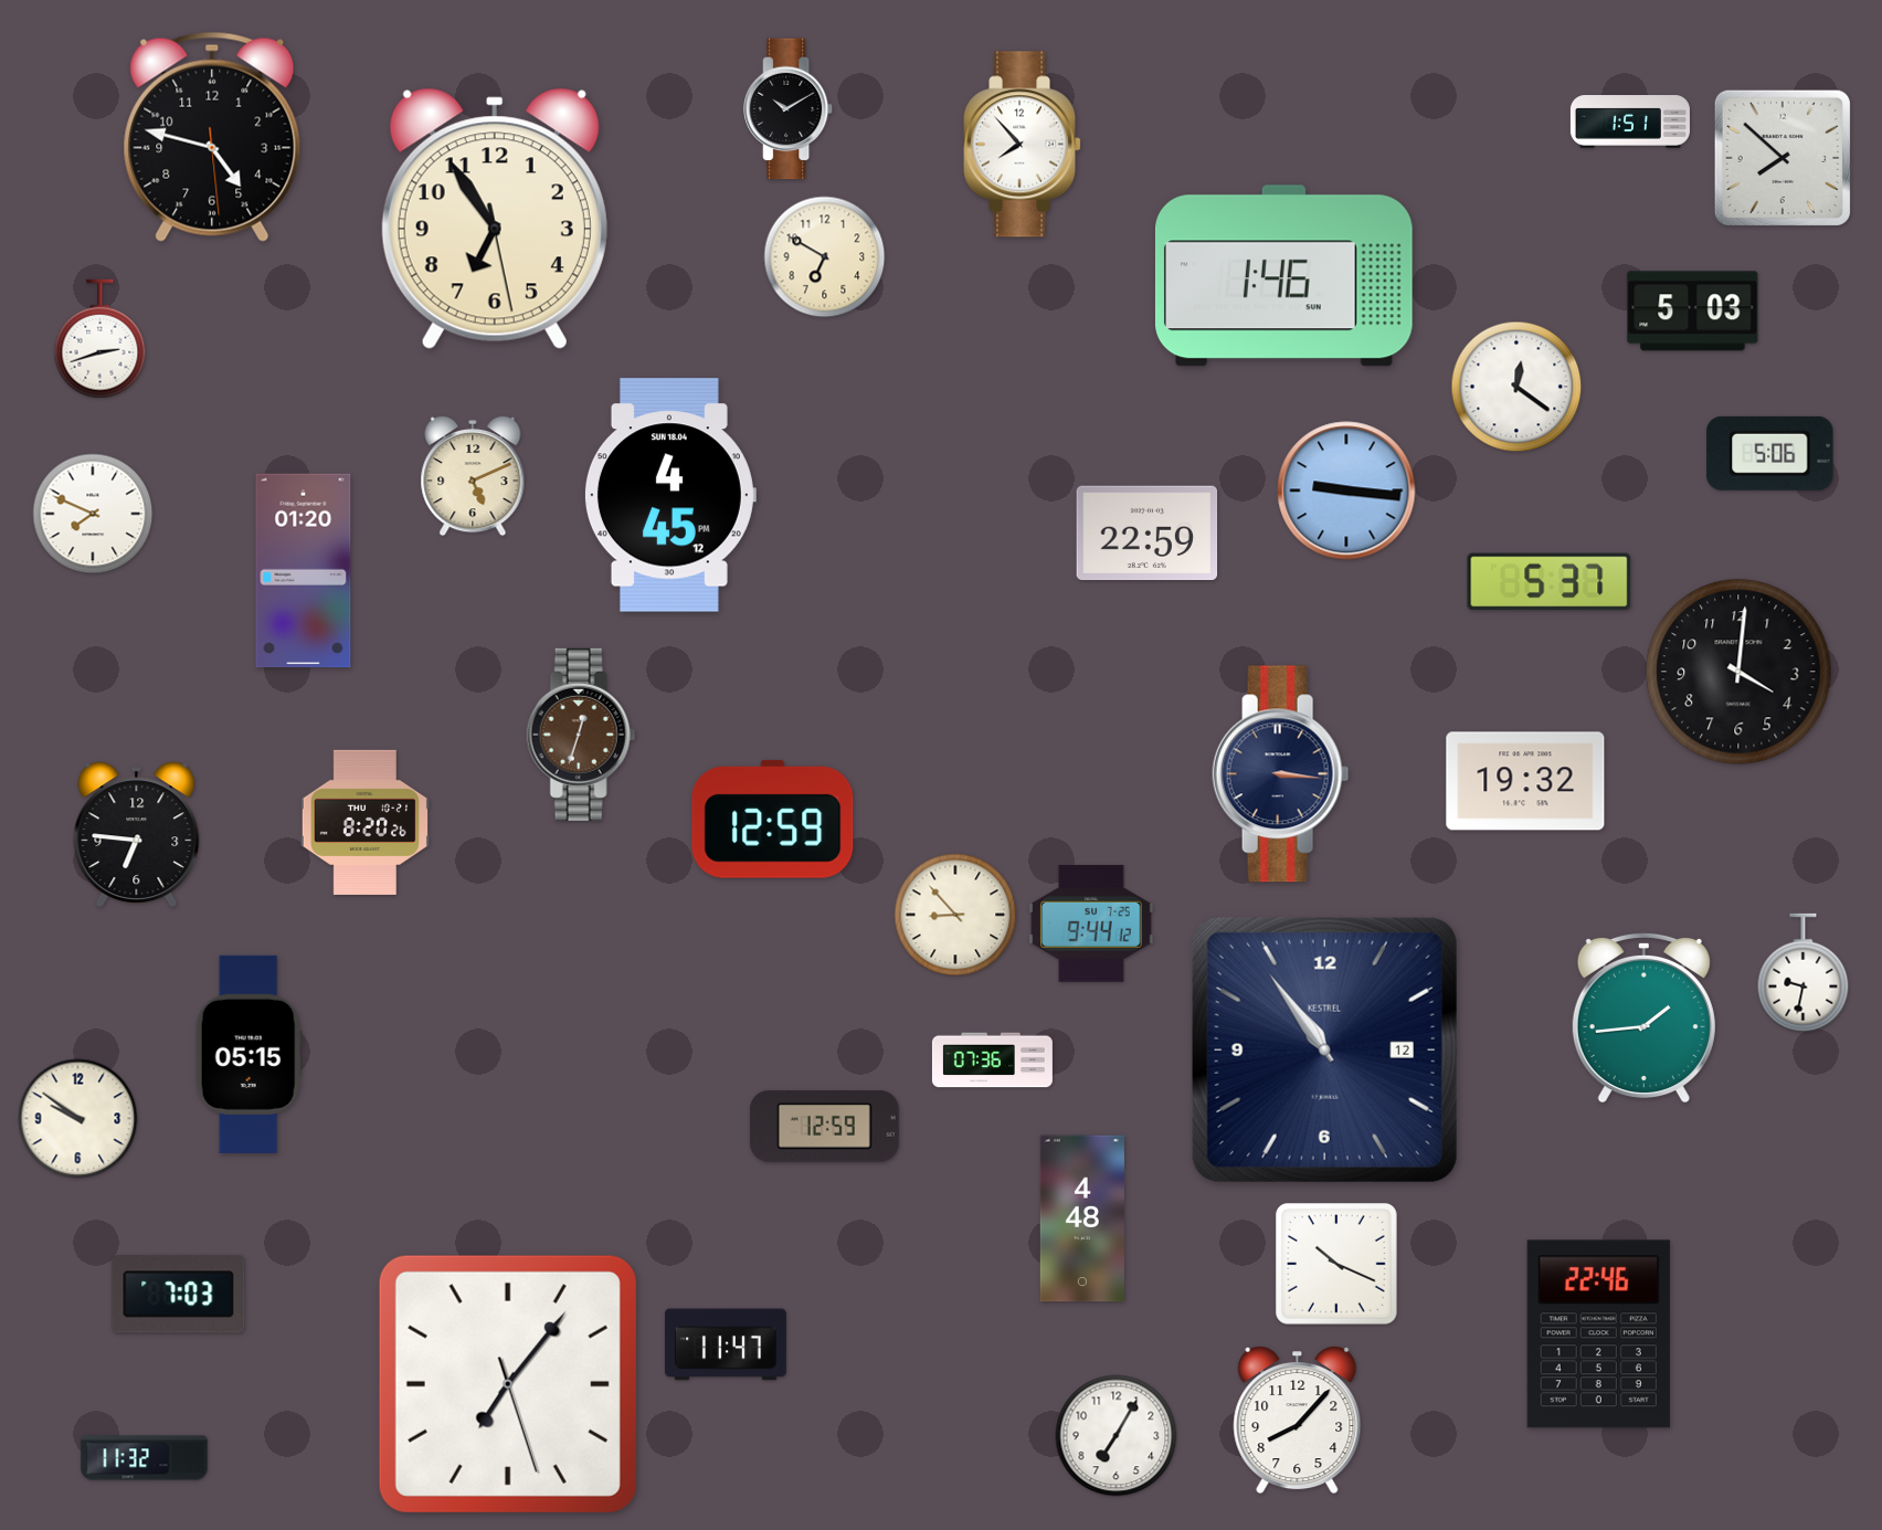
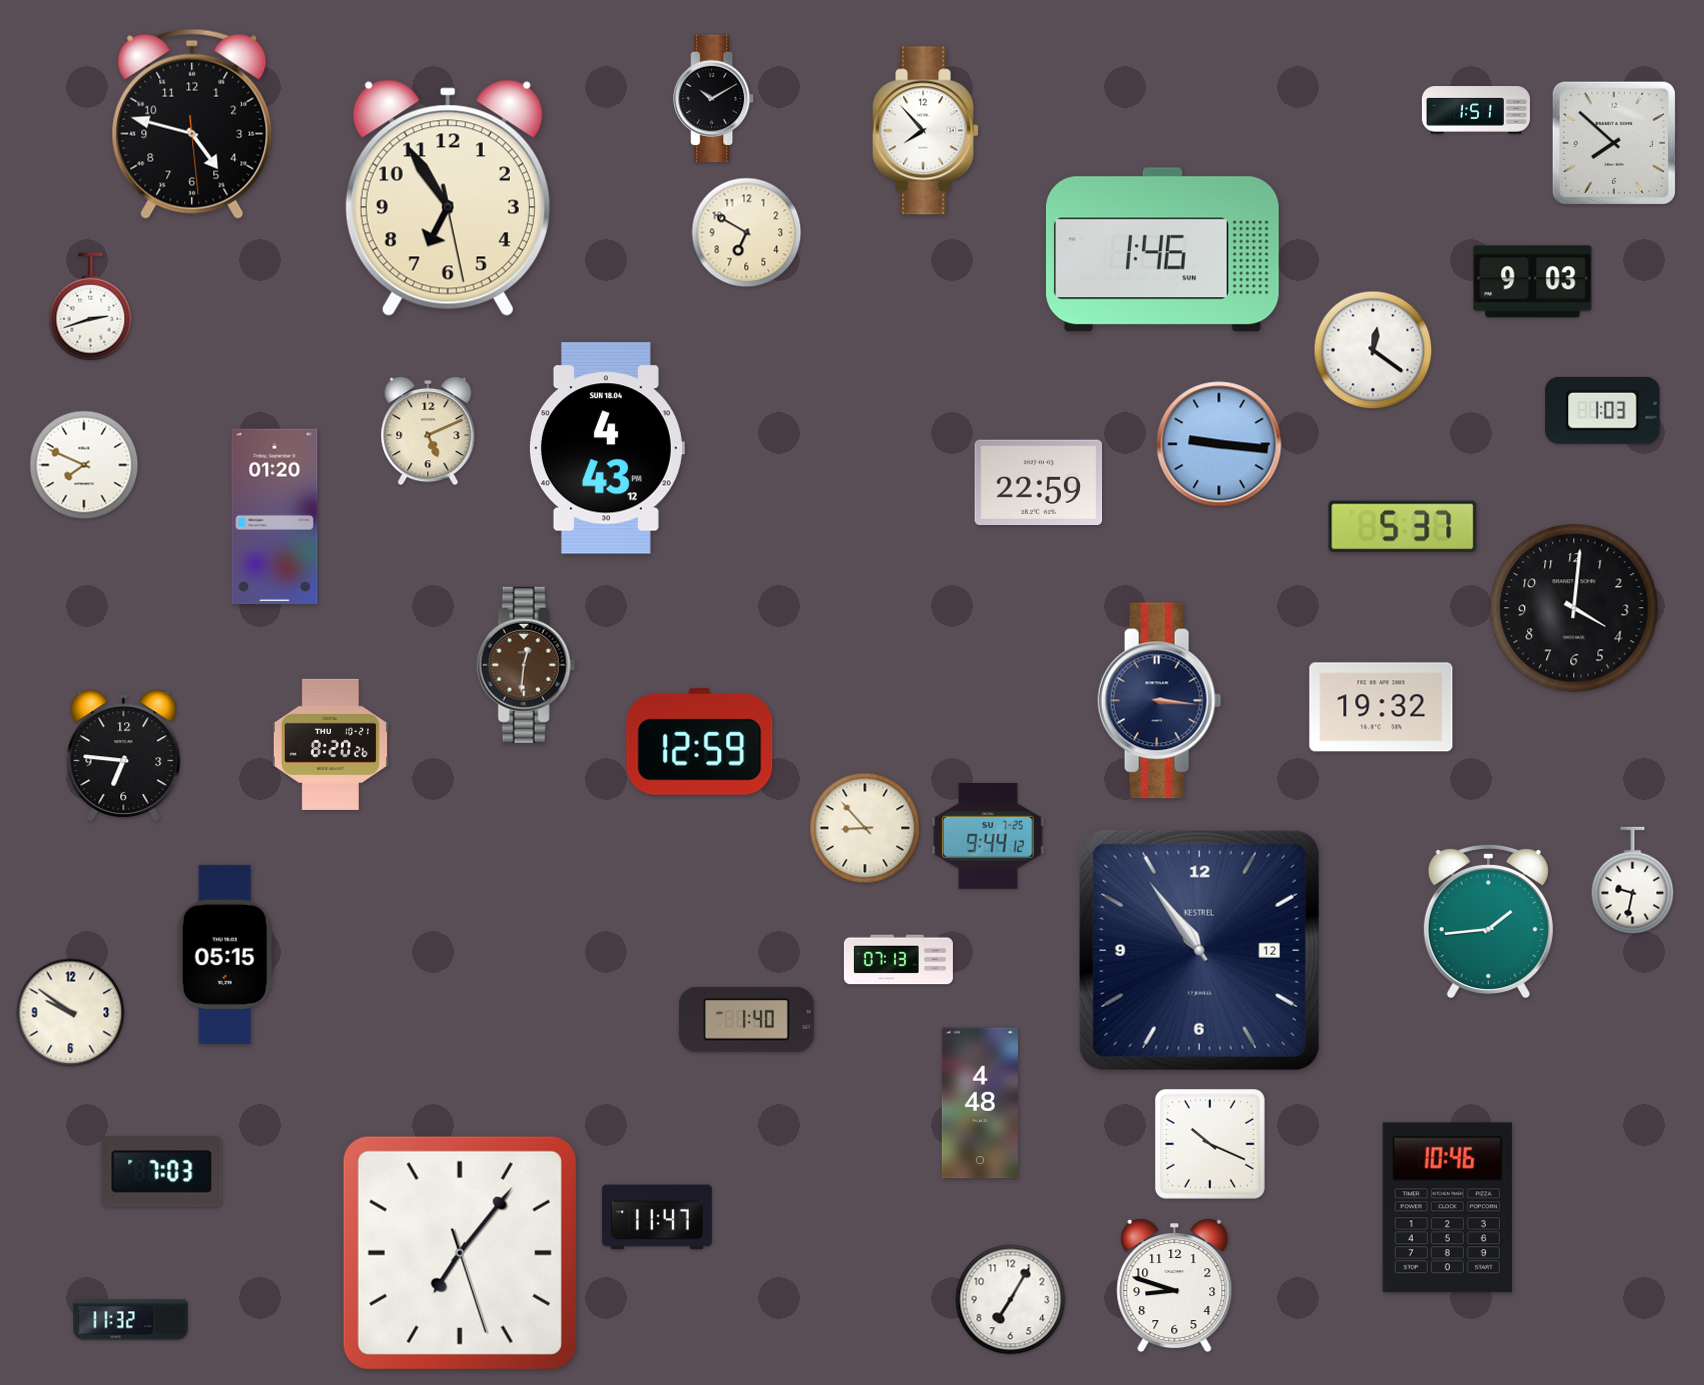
clock at (1693, 312): 5:03 -> 9:03
clock at (1770, 453): 5:06 -> 1:03
clock at (669, 495): 4:45 -> 4:43
clock at (581, 735): 12:33 -> 12:31
clock at (992, 1061): 07:36 -> 07:13
clock at (824, 1126): 12:59 -> 1:40
clock at (1598, 1334): 22:46 -> 10:46
clock at (1298, 1421): 8:07 -> 8:48
